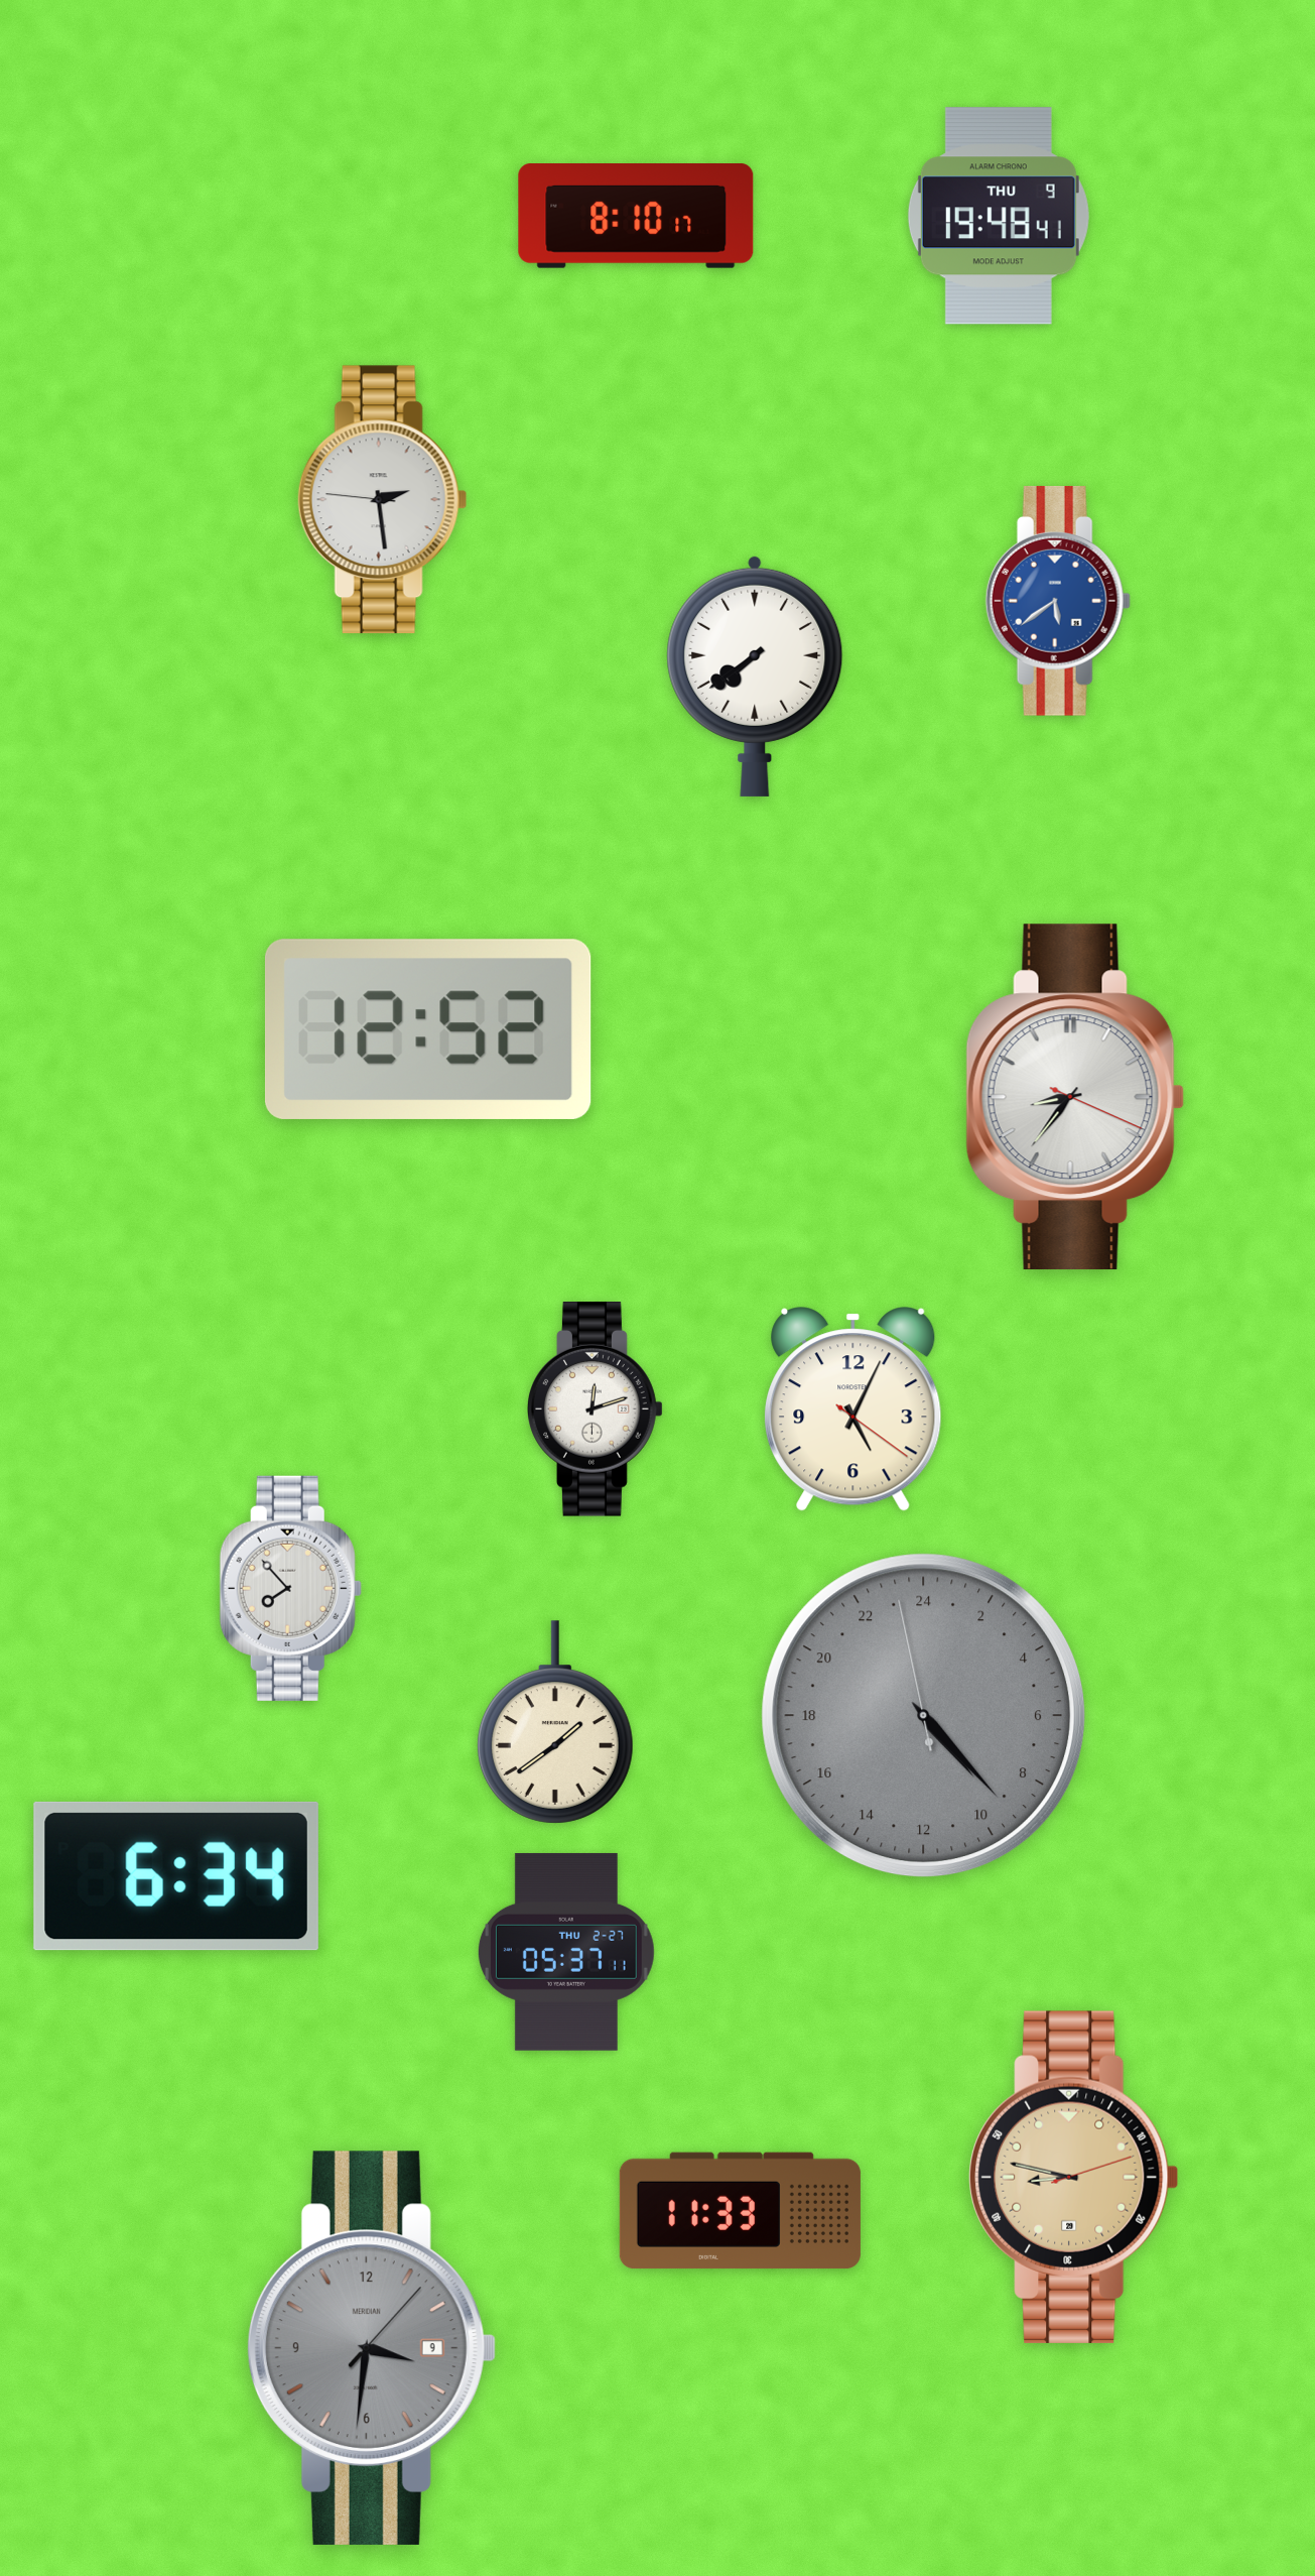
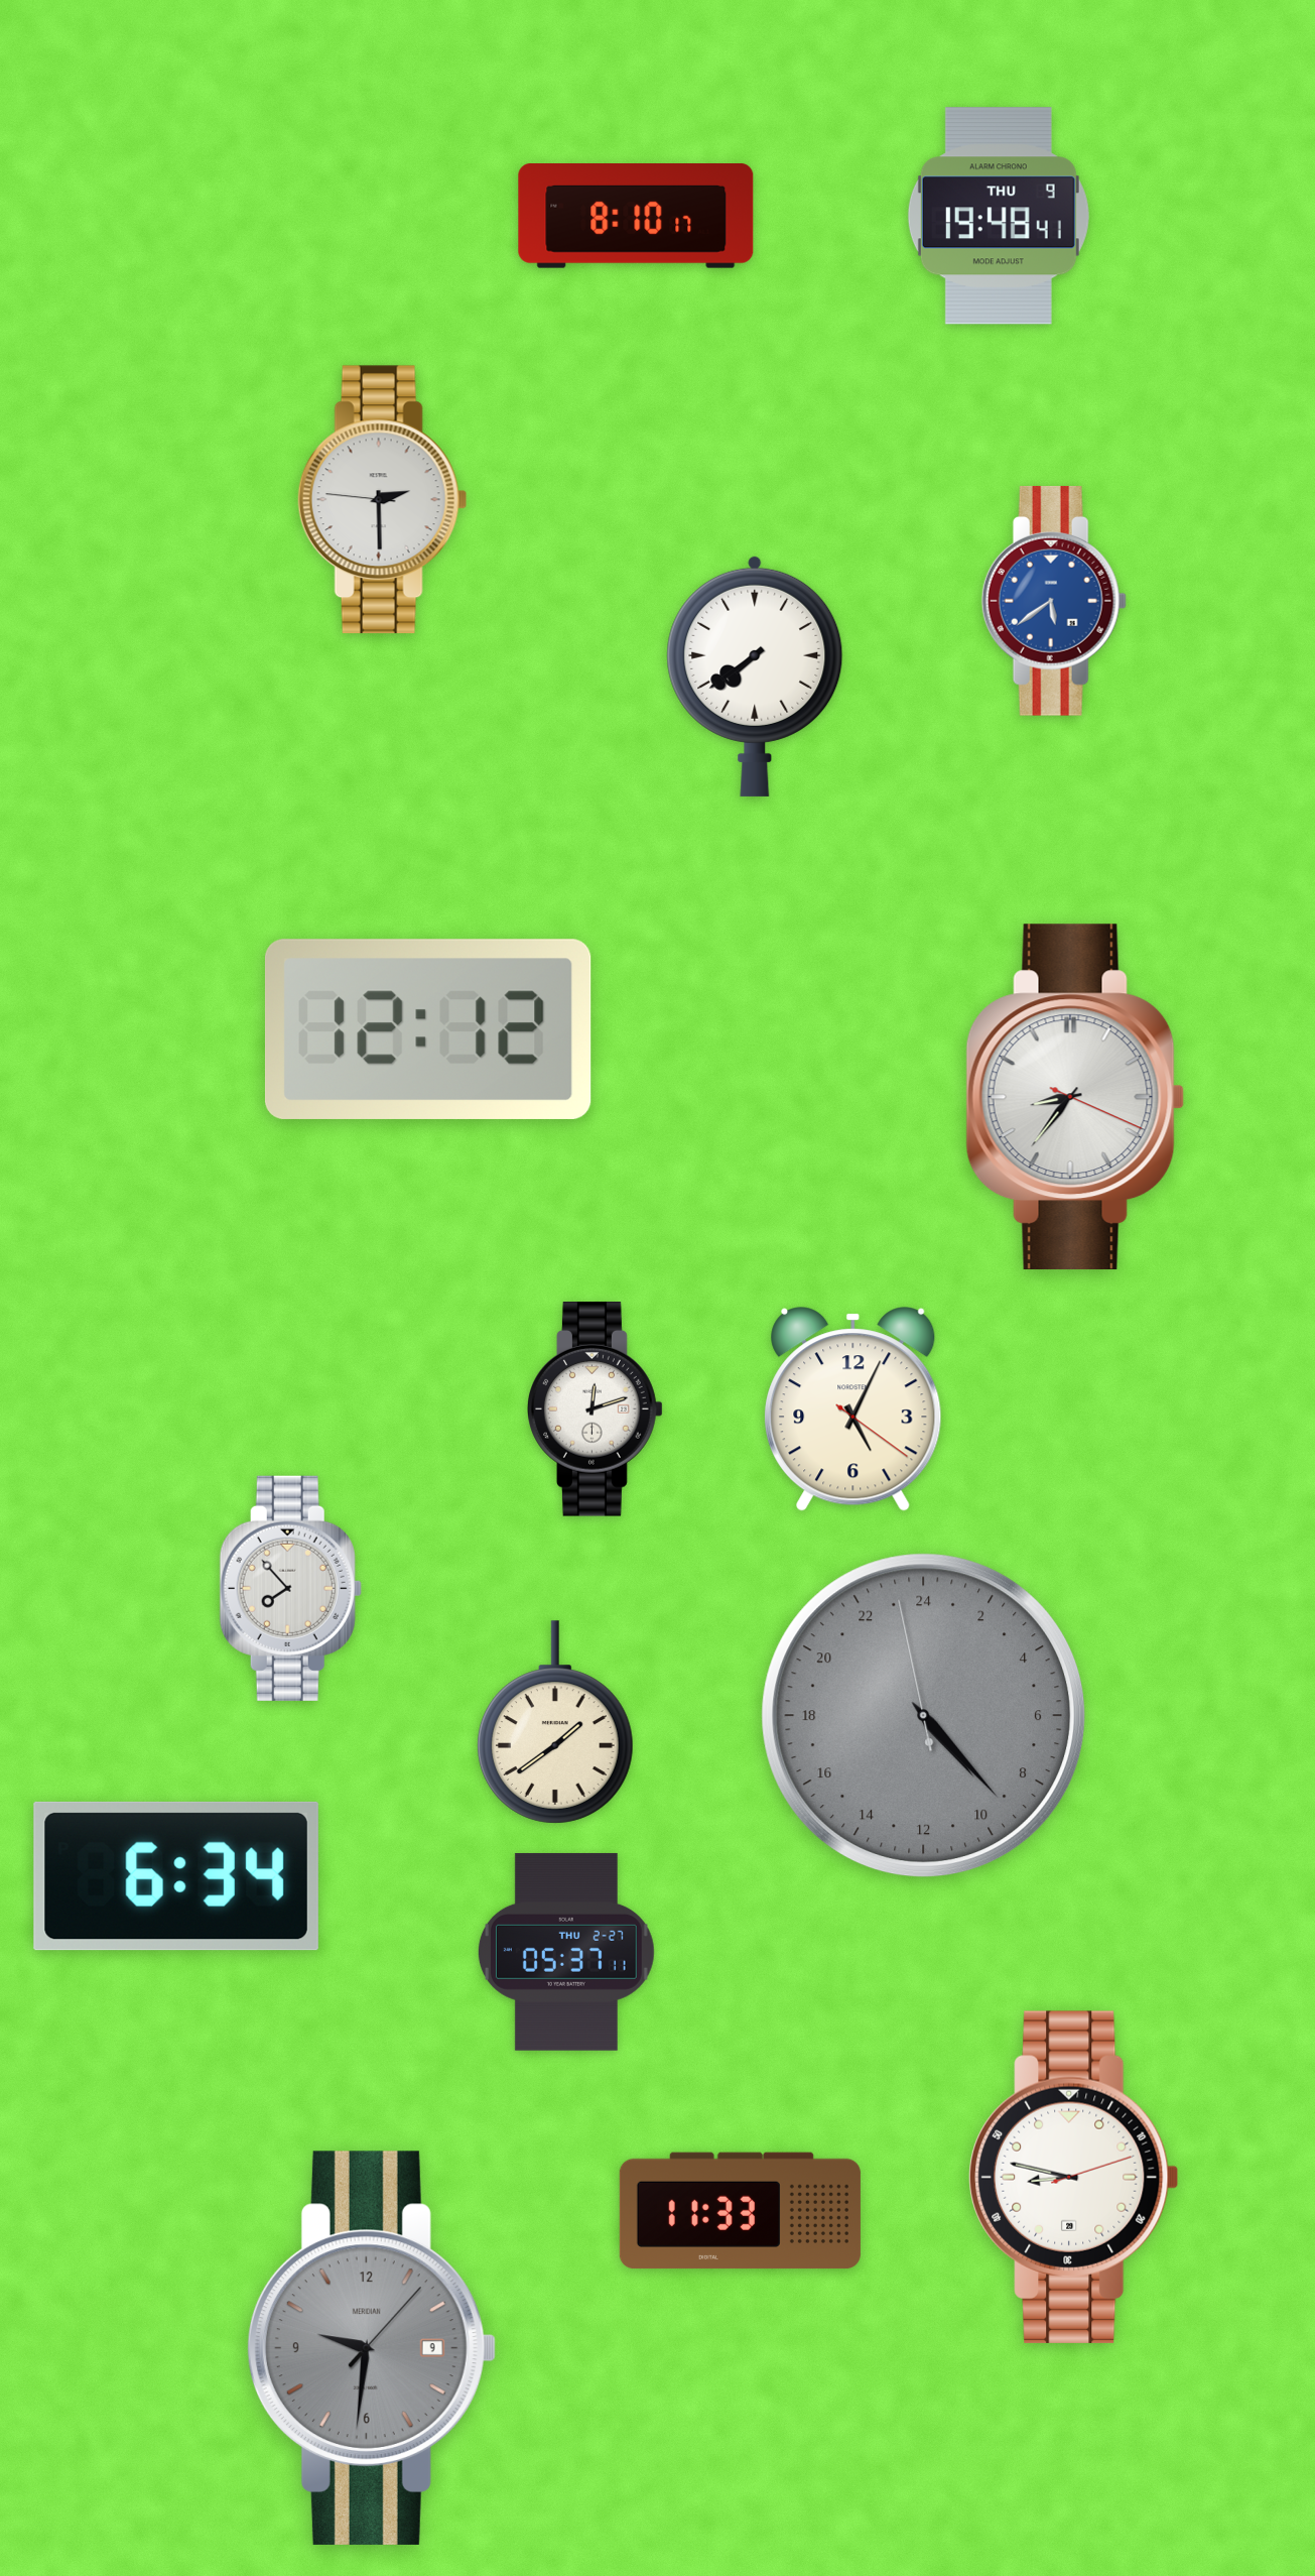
clock at (382, 500): 2:28 -> 2:29
clock at (1058, 601) position: (1058, 601) -> (1054, 601)
clock at (428, 1029): 12:52 -> 12:12
clock at (1074, 2177) dial: champagne -> white
clock at (371, 2348): 3:31 -> 9:31
